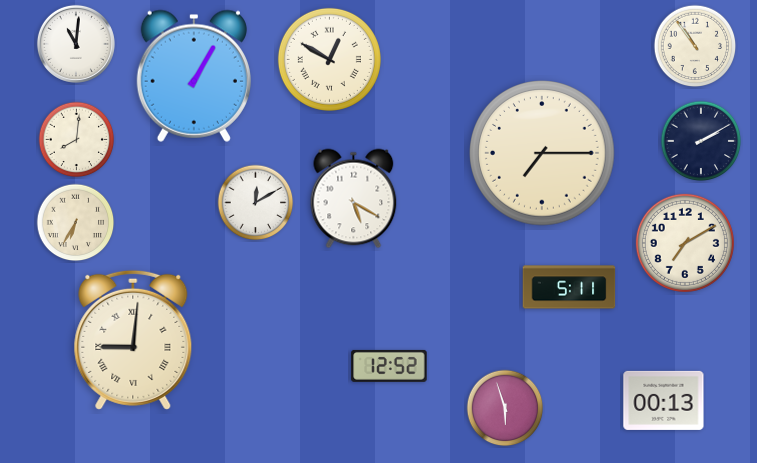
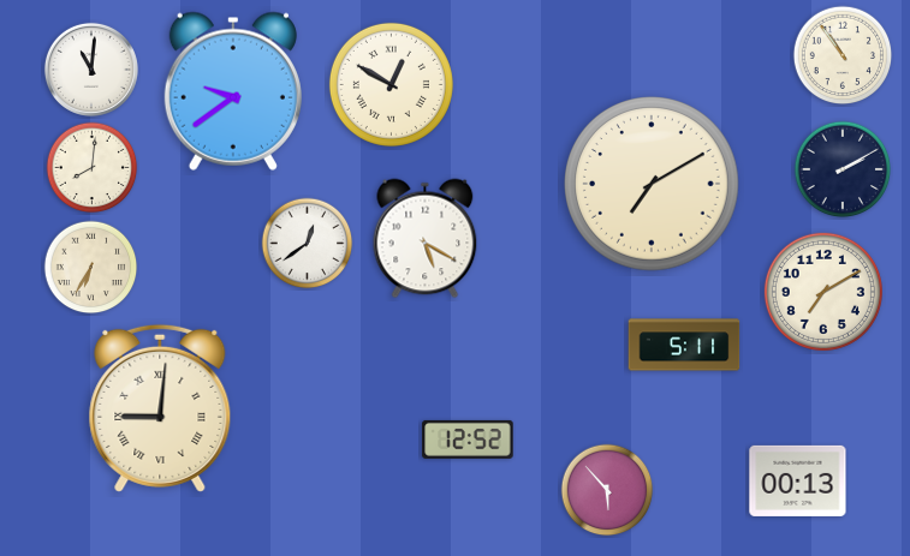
clock at (76, 44) position: (76, 44) -> (91, 70)
clock at (695, 46) position: (695, 46) -> (843, 55)
clock at (329, 59) position: (329, 59) -> (391, 84)
clock at (194, 76): 1:05 -> 9:39
clock at (543, 154): 7:15 -> 7:10
clock at (256, 203): 12:10 -> 12:39
clock at (505, 408): 5:57 -> 5:53
